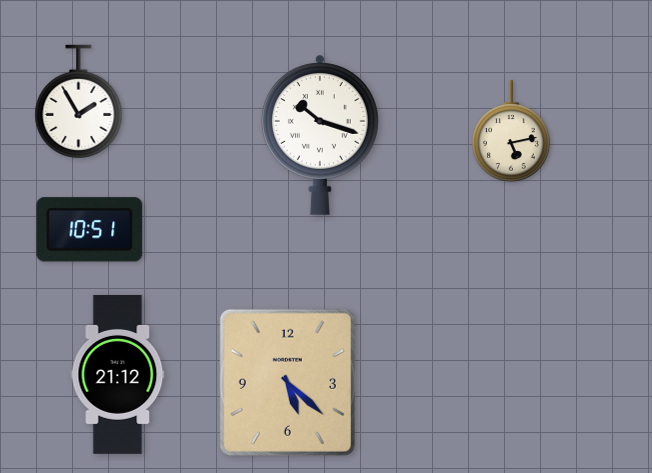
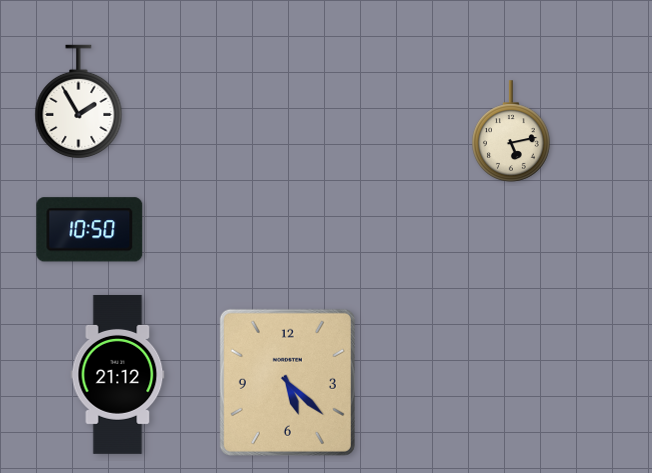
clock at (320, 135): 10:18 -> none
clock at (90, 230): 10:51 -> 10:50
